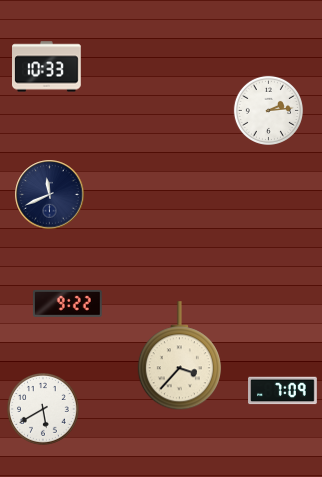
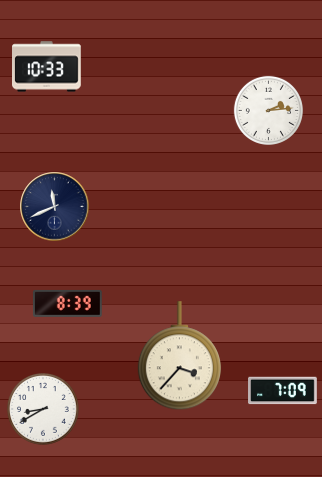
clock at (50, 195) position: (50, 195) -> (55, 207)
clock at (67, 303): 9:22 -> 8:39
clock at (44, 410): 5:40 -> 8:40
